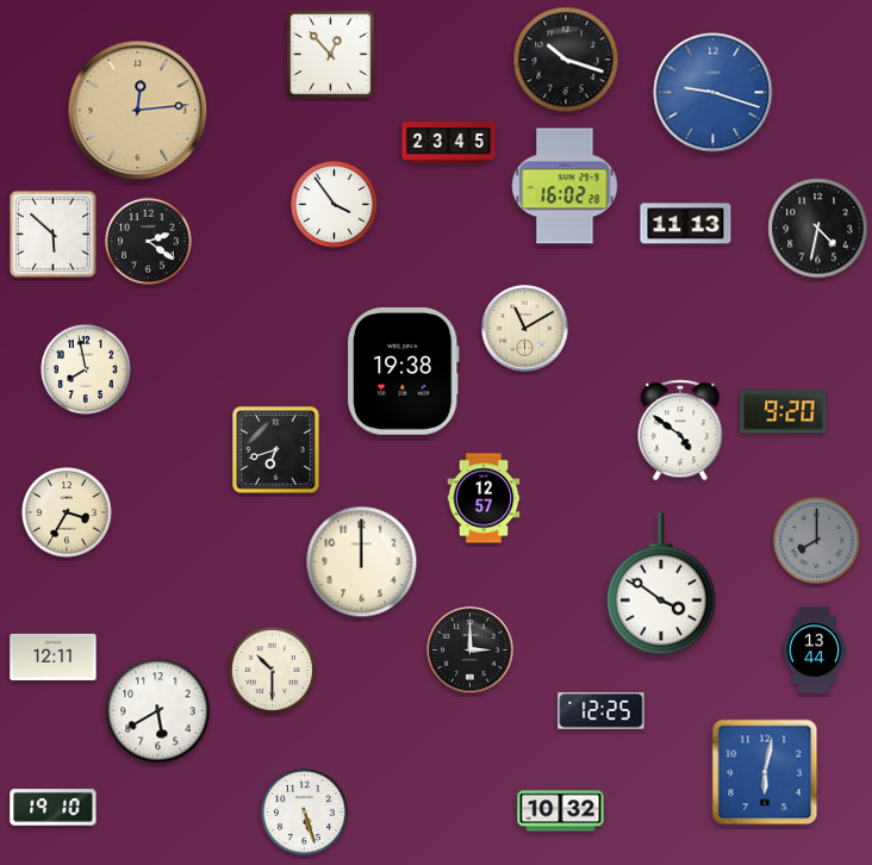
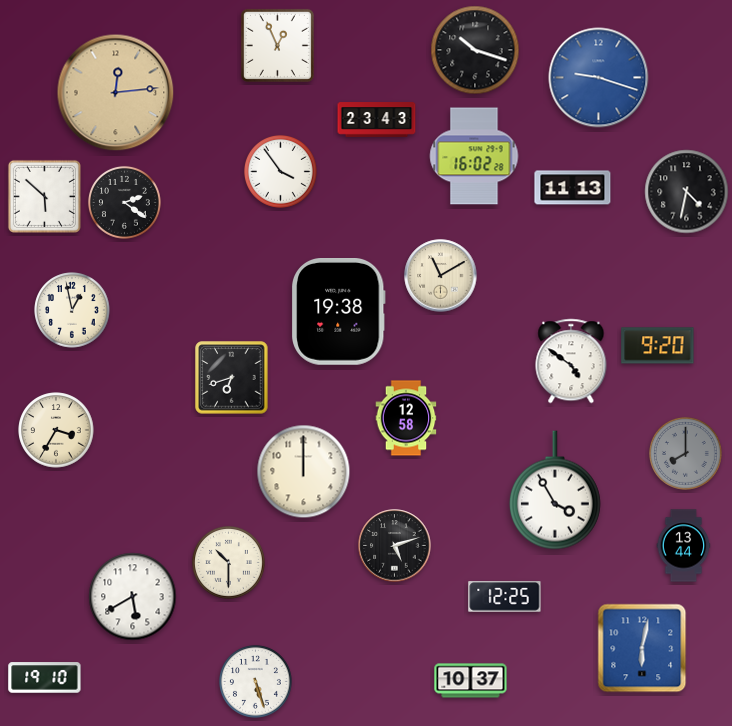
clock at (330, 54): 12:53 -> 12:56
clock at (449, 143): 23:45 -> 23:43
clock at (686, 224) position: (686, 224) -> (573, 188)
clock at (86, 369): 7:58 -> 12:58
clock at (484, 498): 12:57 -> 12:58
clock at (661, 584): 3:51 -> 3:55
clock at (471, 651): 3:00 -> 5:12
clock at (54, 656): 12:11 -> none
clock at (561, 811): 10:32 -> 10:37
